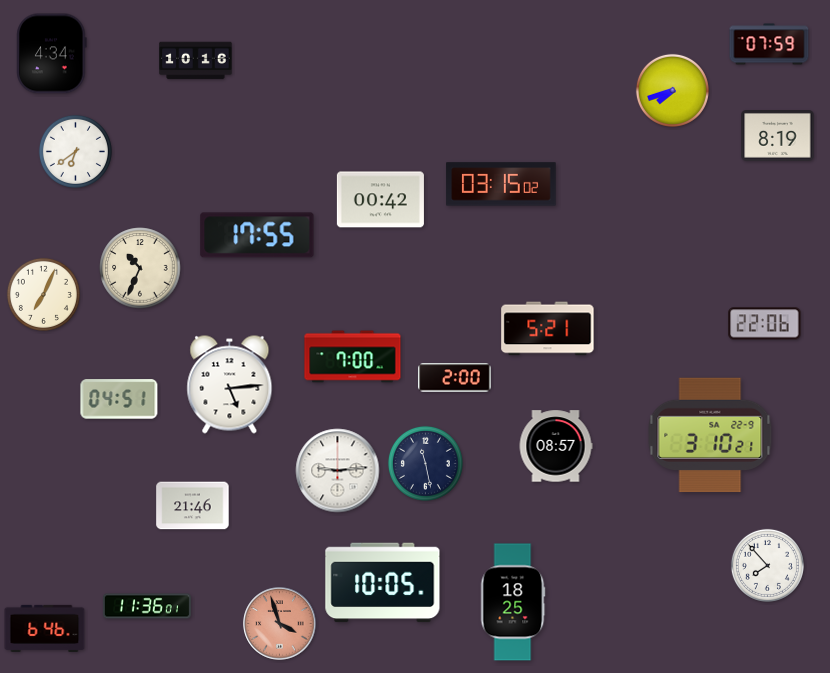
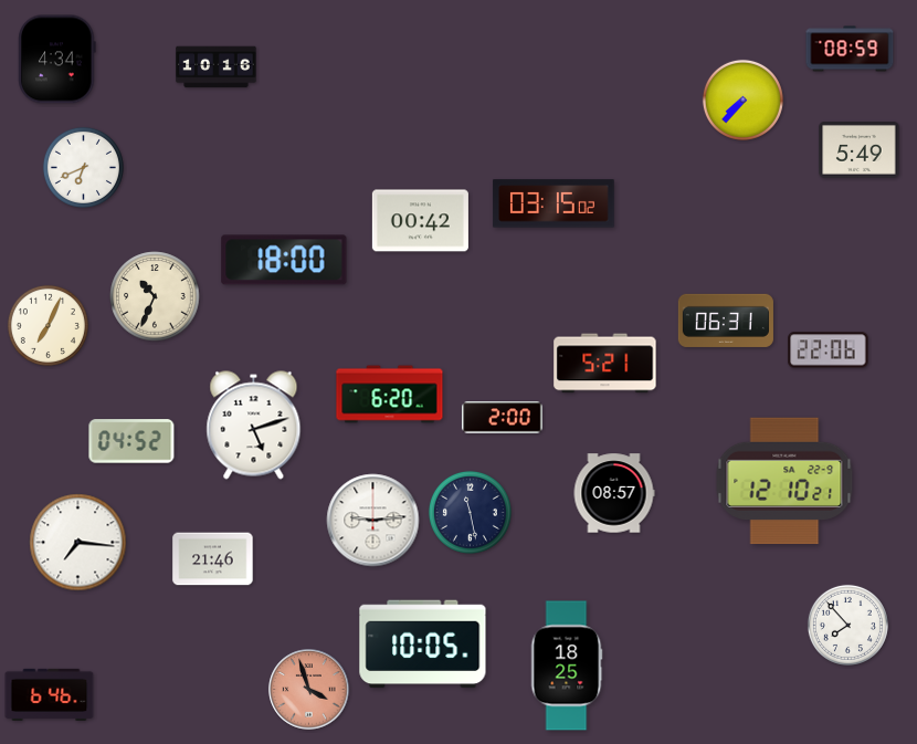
clock at (769, 44): 07:59 -> 08:59
clock at (672, 90): 7:42 -> 7:37
clock at (778, 136): 8:19 -> 5:49
clock at (75, 151): 6:39 -> 6:41
clock at (257, 235): 17:55 -> 18:00
clock at (726, 321): none -> 06:31
clock at (765, 324) position: (765, 324) -> (829, 350)
clock at (353, 357): 7:00 -> 6:20
clock at (230, 385): 5:14 -> 5:12
clock at (119, 399): 04:51 -> 04:52
clock at (710, 435): 3:10 -> 12:10
clock at (78, 543): none -> 7:16
clock at (147, 606): 11:36 -> none
